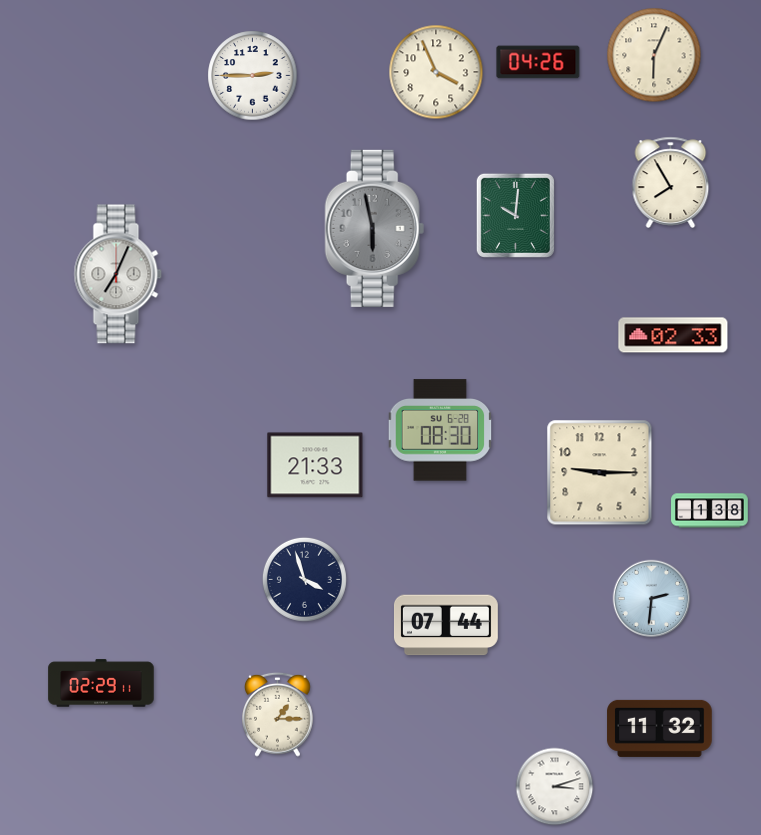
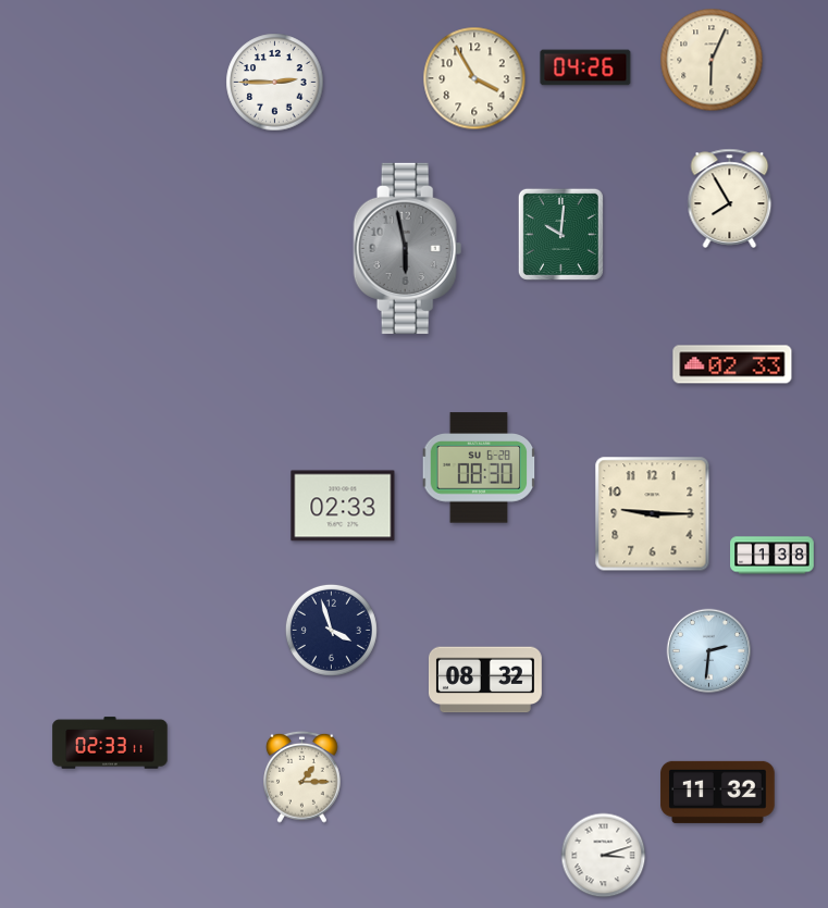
clock at (436, 72): 3:56 -> 3:55
clock at (118, 274): 7:04 -> none
clock at (315, 465): 21:33 -> 02:33
clock at (446, 625): 07:44 -> 08:32
clock at (101, 683): 02:29 -> 02:33
